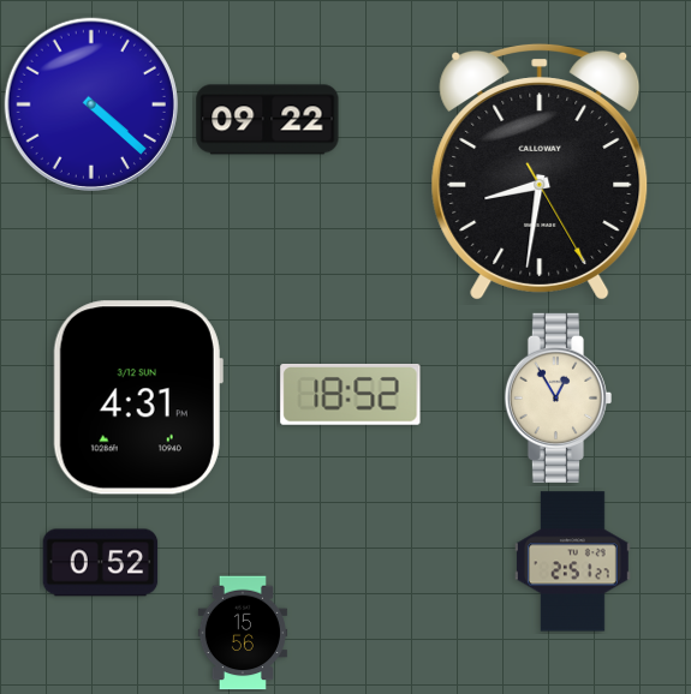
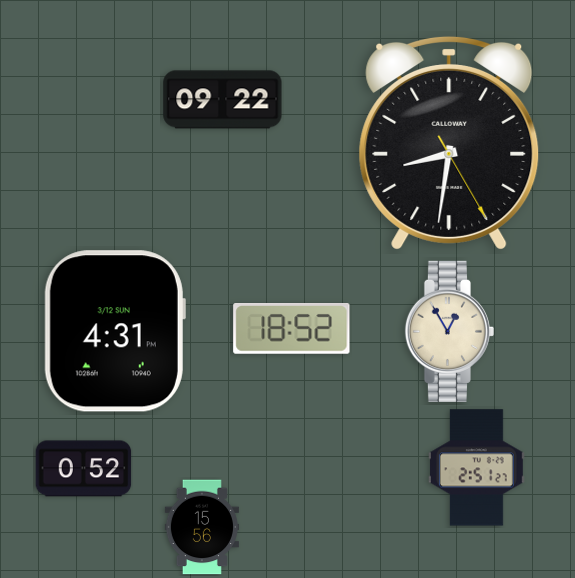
clock at (91, 104): 4:22 -> none
clock at (558, 397) position: (558, 397) -> (449, 331)
